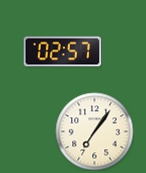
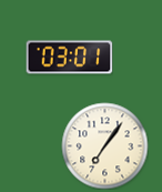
clock at (62, 52): 02:57 -> 03:01
